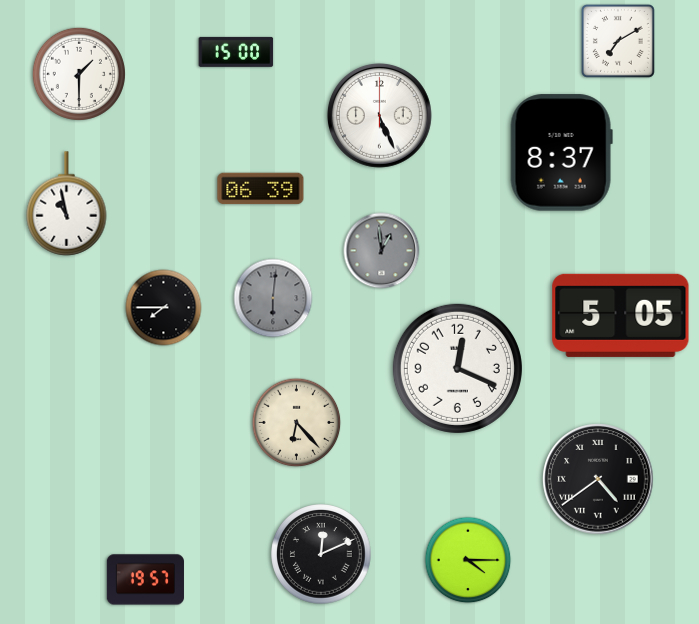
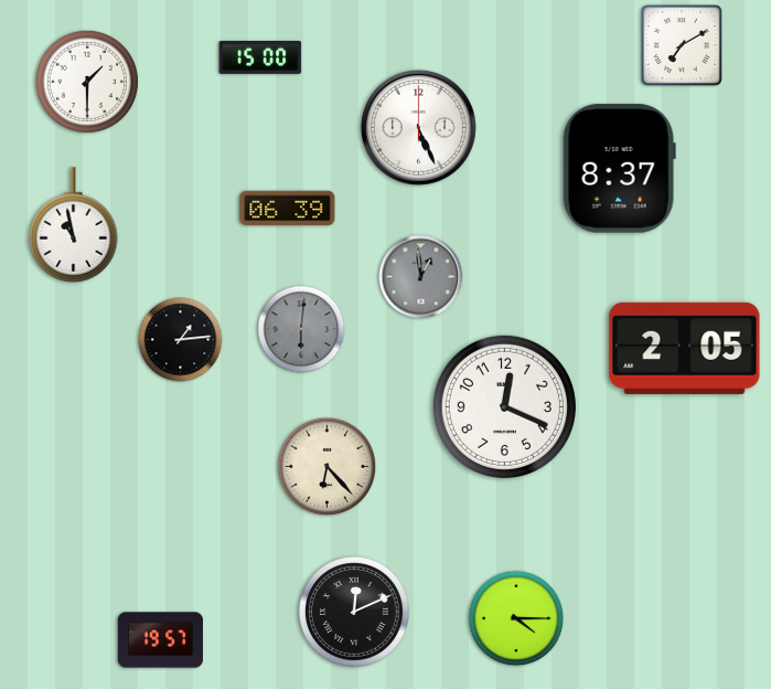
clock at (164, 308): 7:45 -> 1:14
clock at (621, 315): 5:05 -> 2:05
clock at (598, 479): 4:39 -> none
